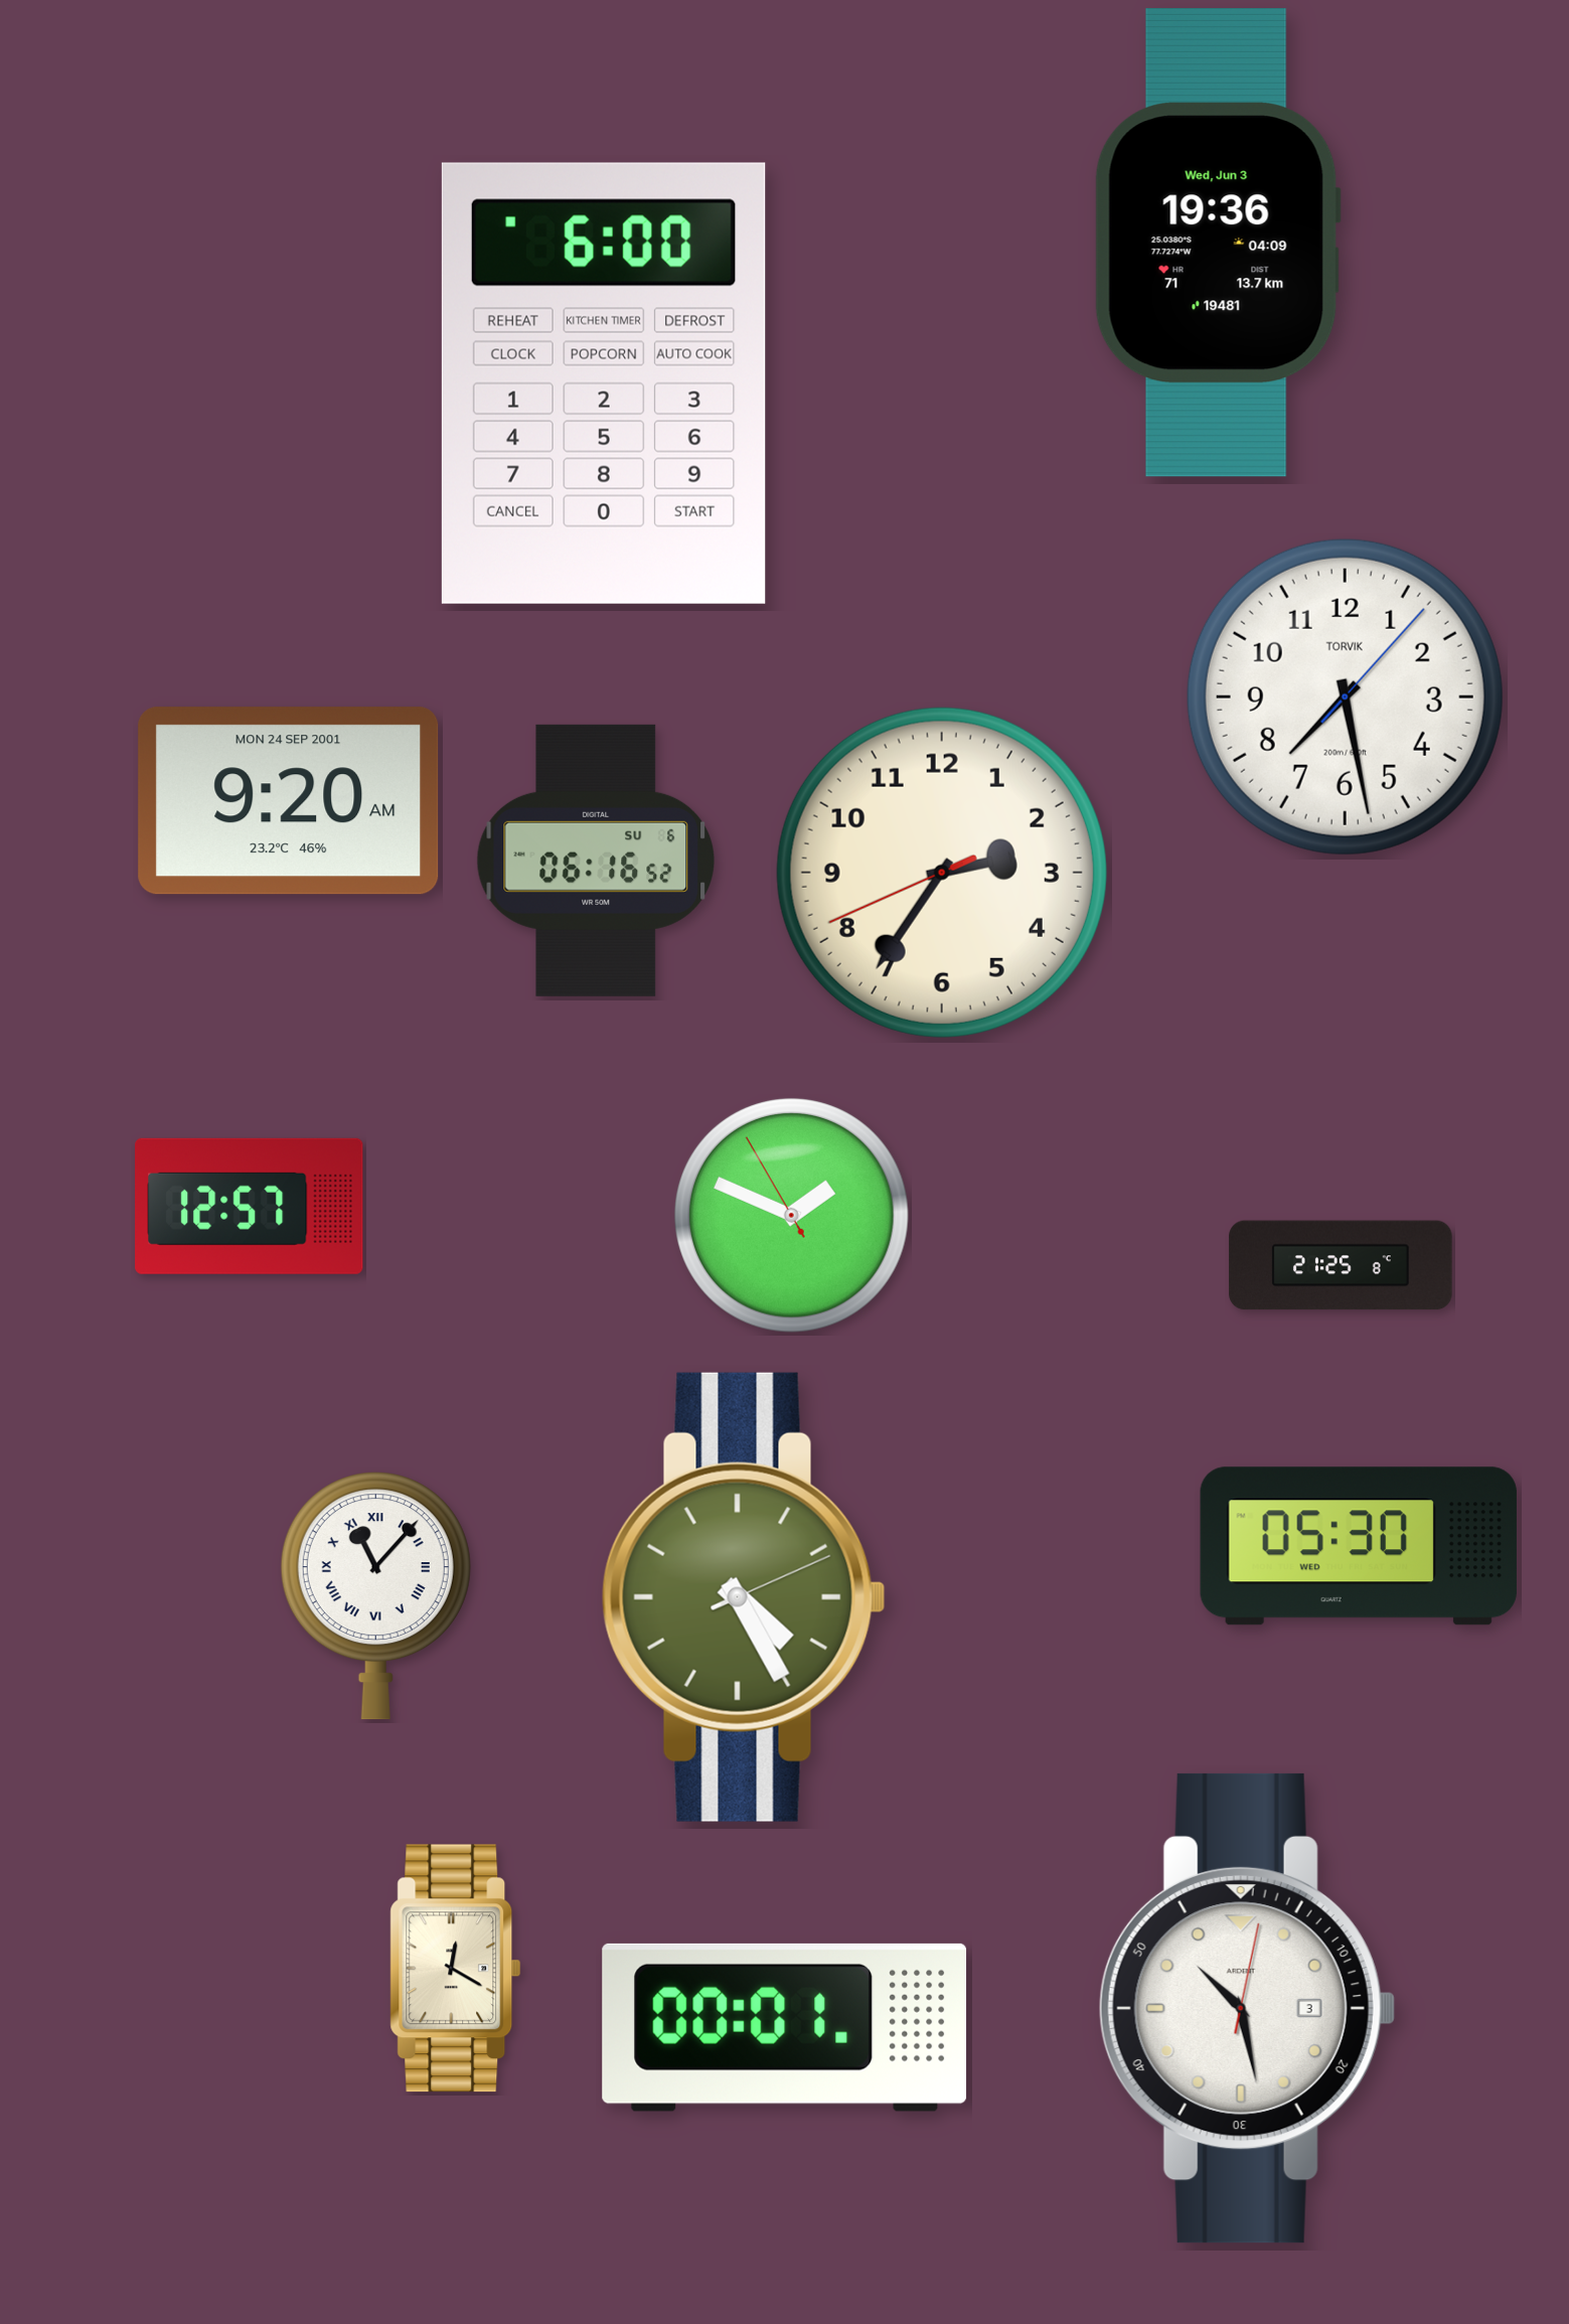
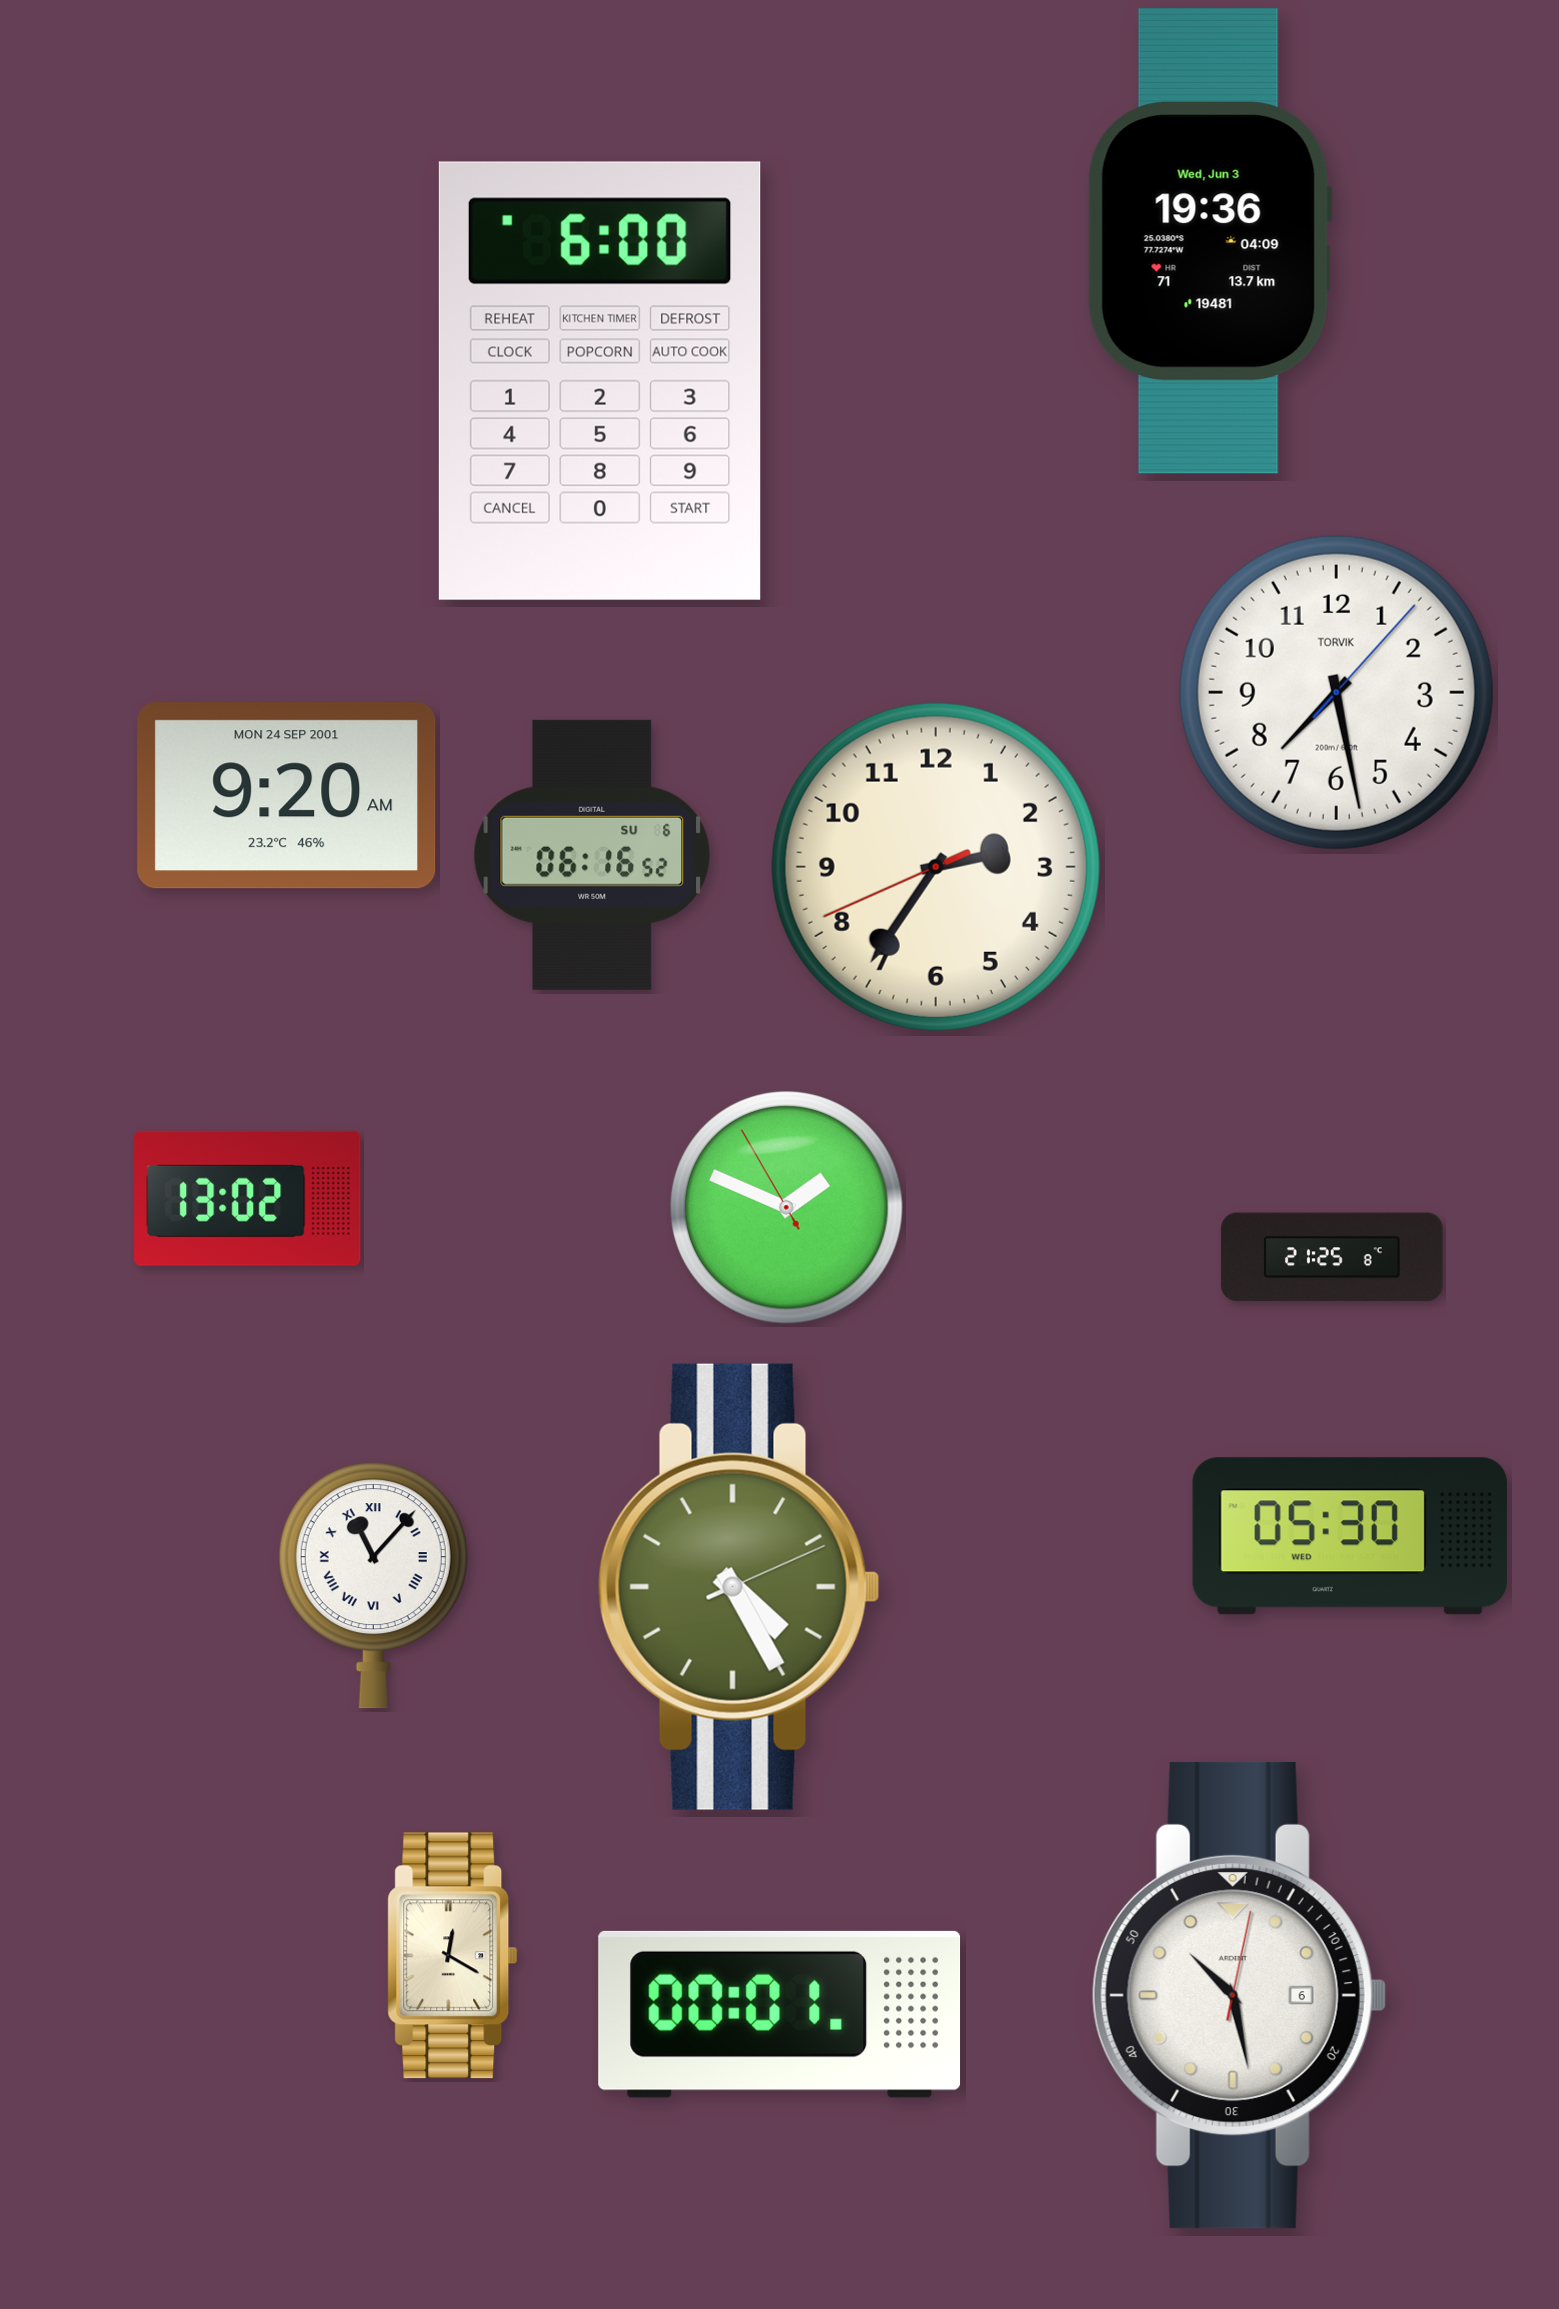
clock at (250, 1206): 12:57 -> 13:02
clock at (1247, 2008) date: 3 -> 6
